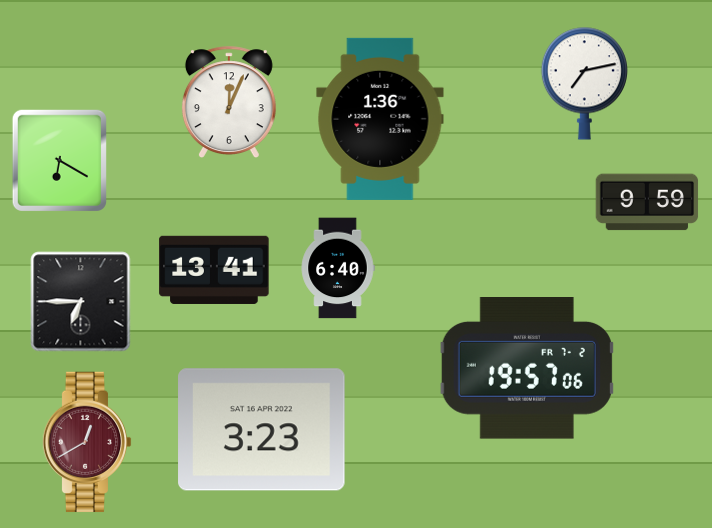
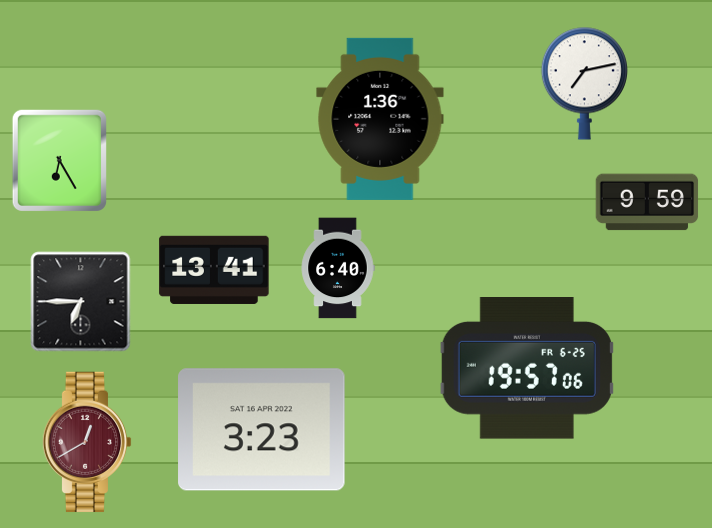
clock at (229, 102): 12:04 -> none
clock at (59, 160): 6:20 -> 6:25
clock at (527, 369) date: FR 7-2 -> FR 6-25
